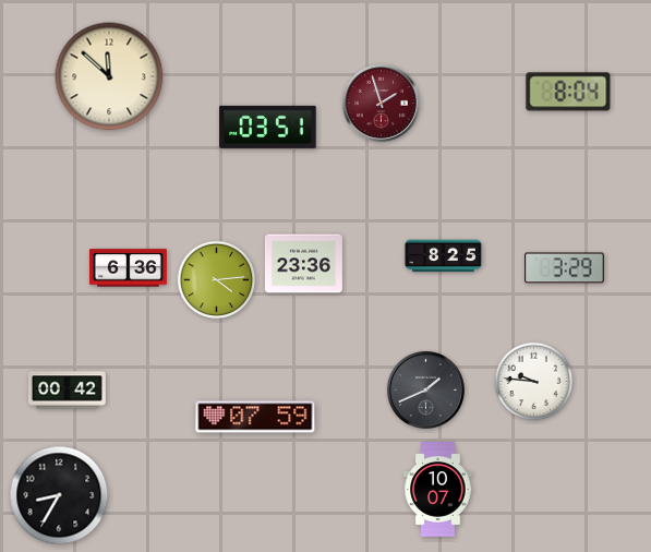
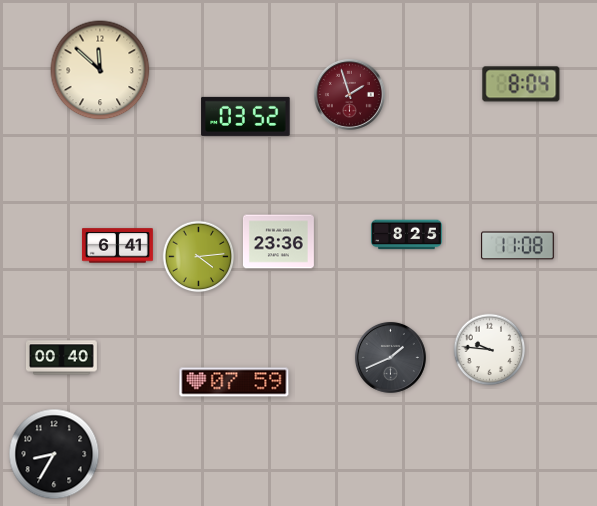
clock at (268, 127): 03:51 -> 03:52
clock at (128, 268): 6:36 -> 6:41
clock at (565, 268): 3:29 -> 11:08
clock at (67, 391): 00:42 -> 00:40
clock at (438, 490): 10:07 -> none
